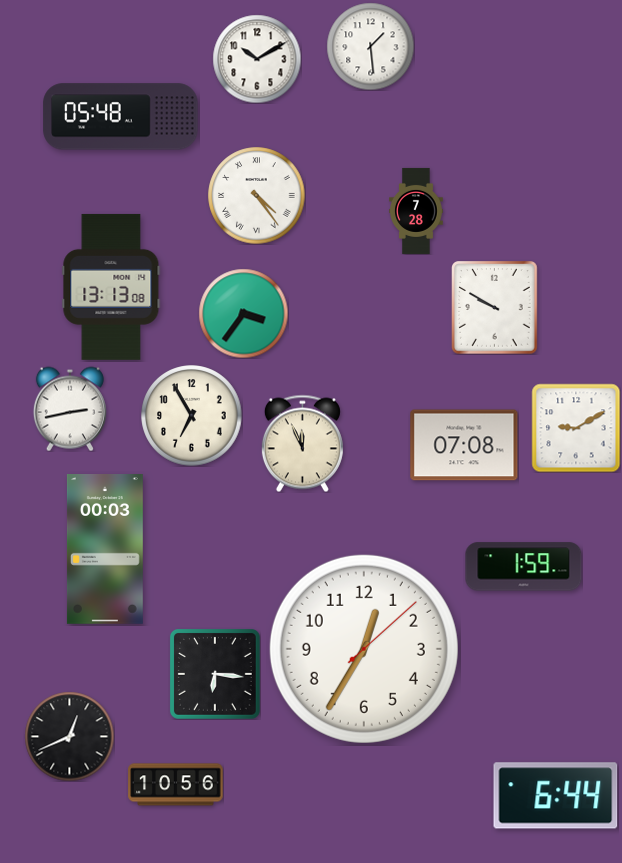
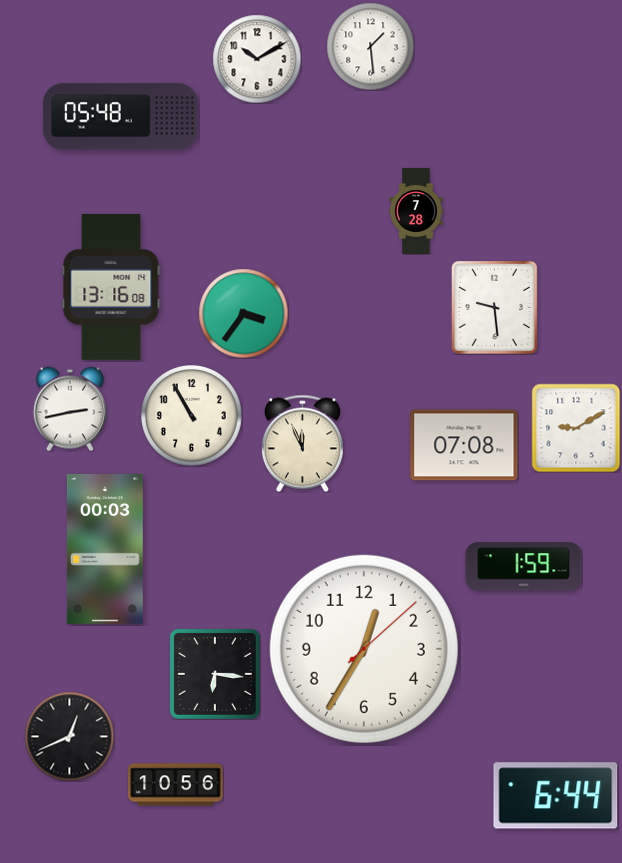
clock at (257, 196): 4:24 -> none
clock at (111, 287): 13:13 -> 13:16
clock at (495, 308): 9:50 -> 9:29
clock at (192, 416): 6:55 -> 10:55
